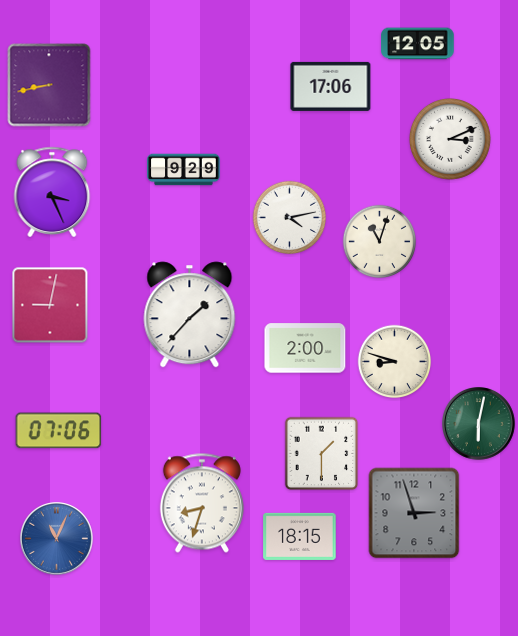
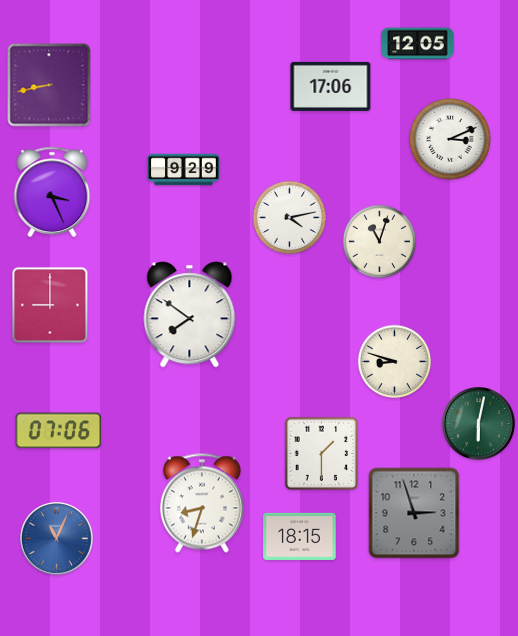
clock at (50, 305): 9:02 -> 9:00
clock at (190, 315): 1:37 -> 7:51
clock at (305, 348): 2:00 -> none
